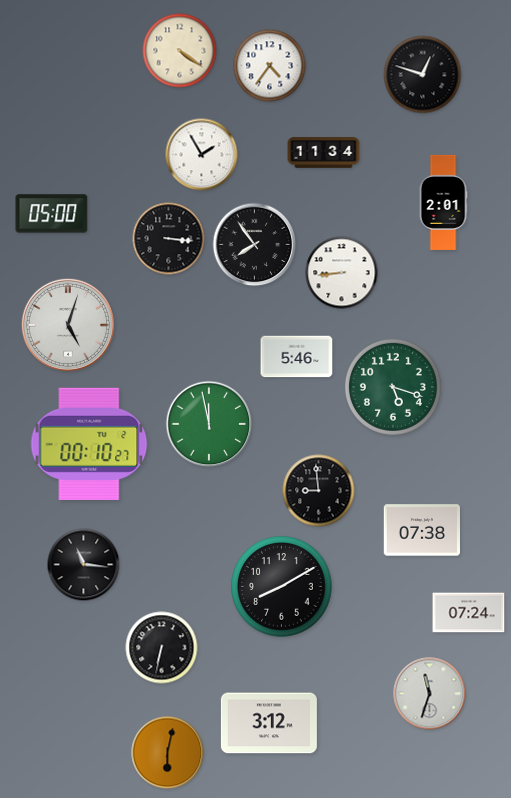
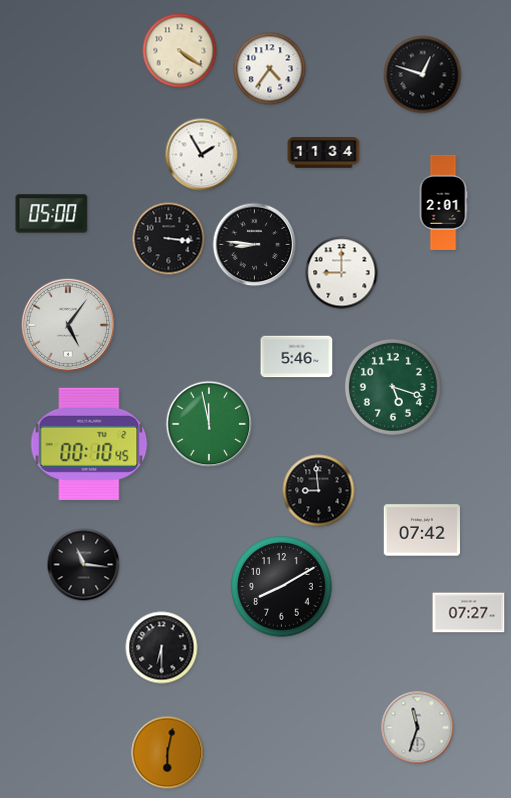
clock at (270, 66) position: (270, 66) -> (270, 69)
clock at (255, 245): 7:54 -> 8:46
clock at (342, 273): 8:44 -> 9:00
clock at (67, 324): 5:03 -> 5:06
clock at (89, 444): 00:10:27 -> 00:10:45
clock at (421, 530): 07:38 -> 07:42
clock at (469, 613): 07:24 -> 07:27
clock at (162, 648): 6:32 -> 6:30
clock at (430, 694) position: (430, 694) -> (418, 728)
clock at (269, 723): 3:12 -> none
